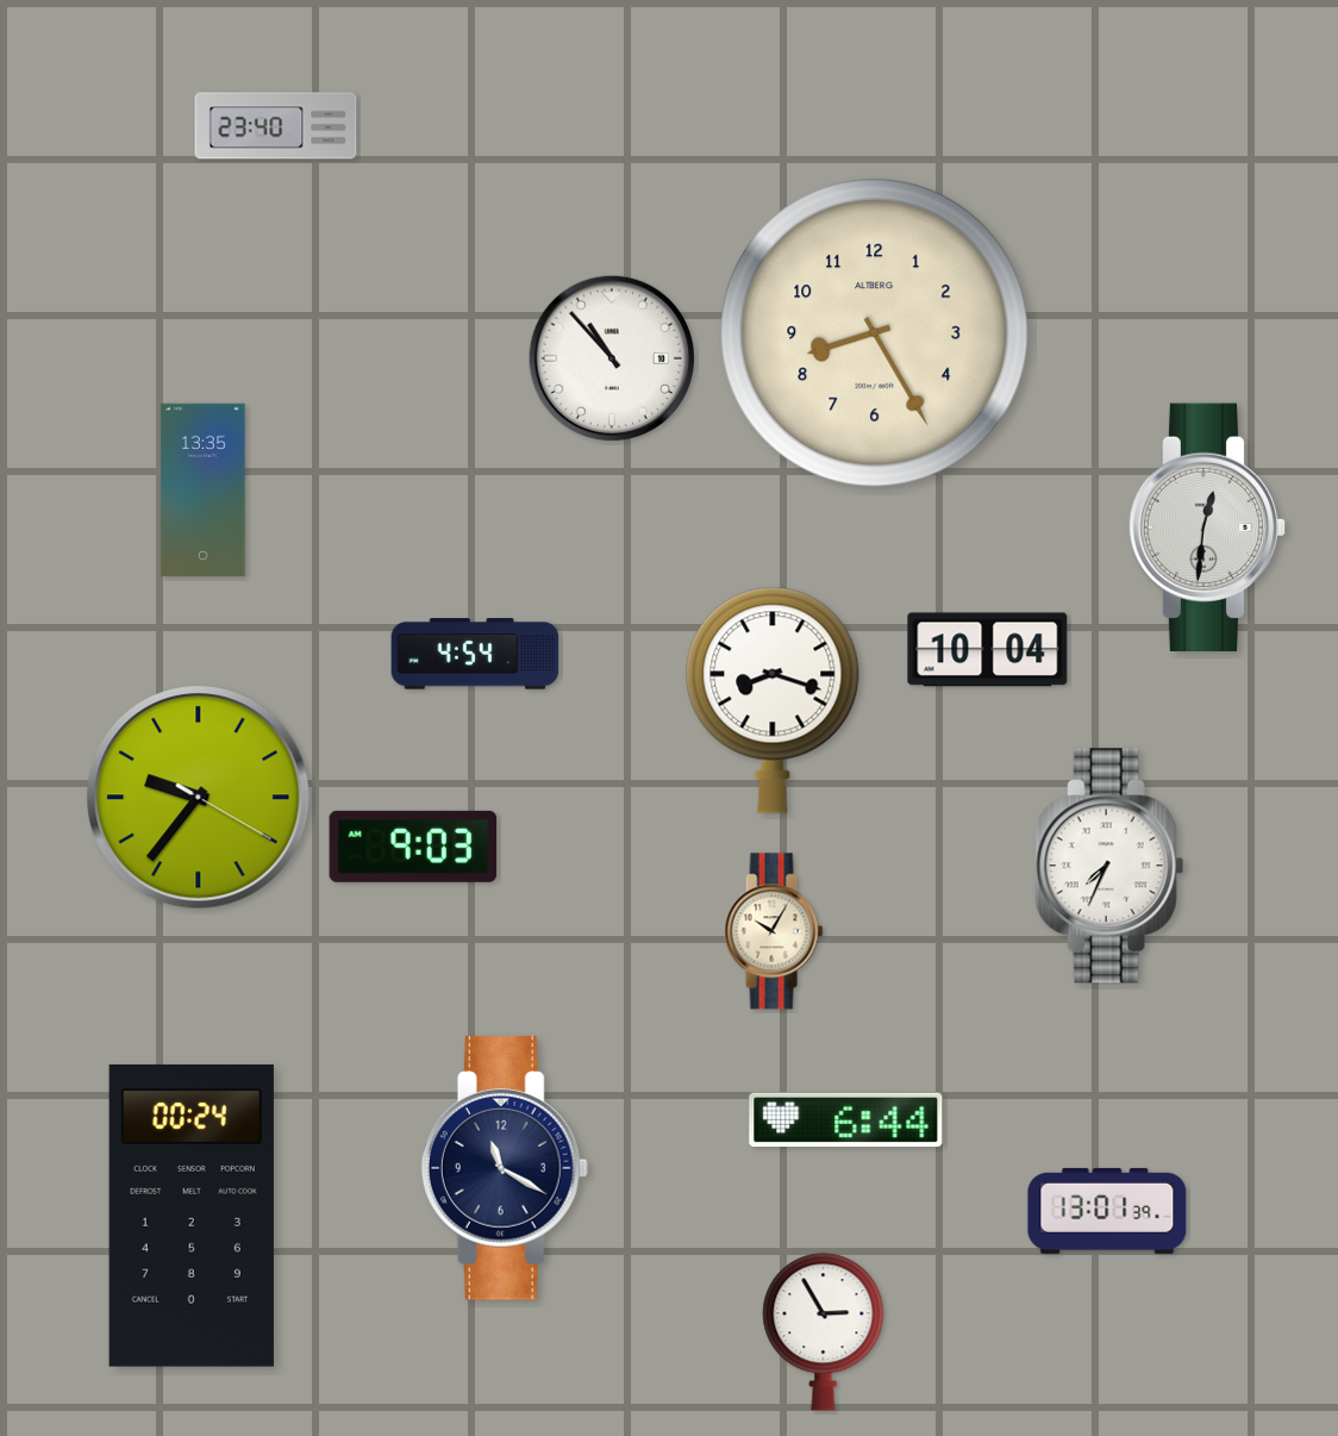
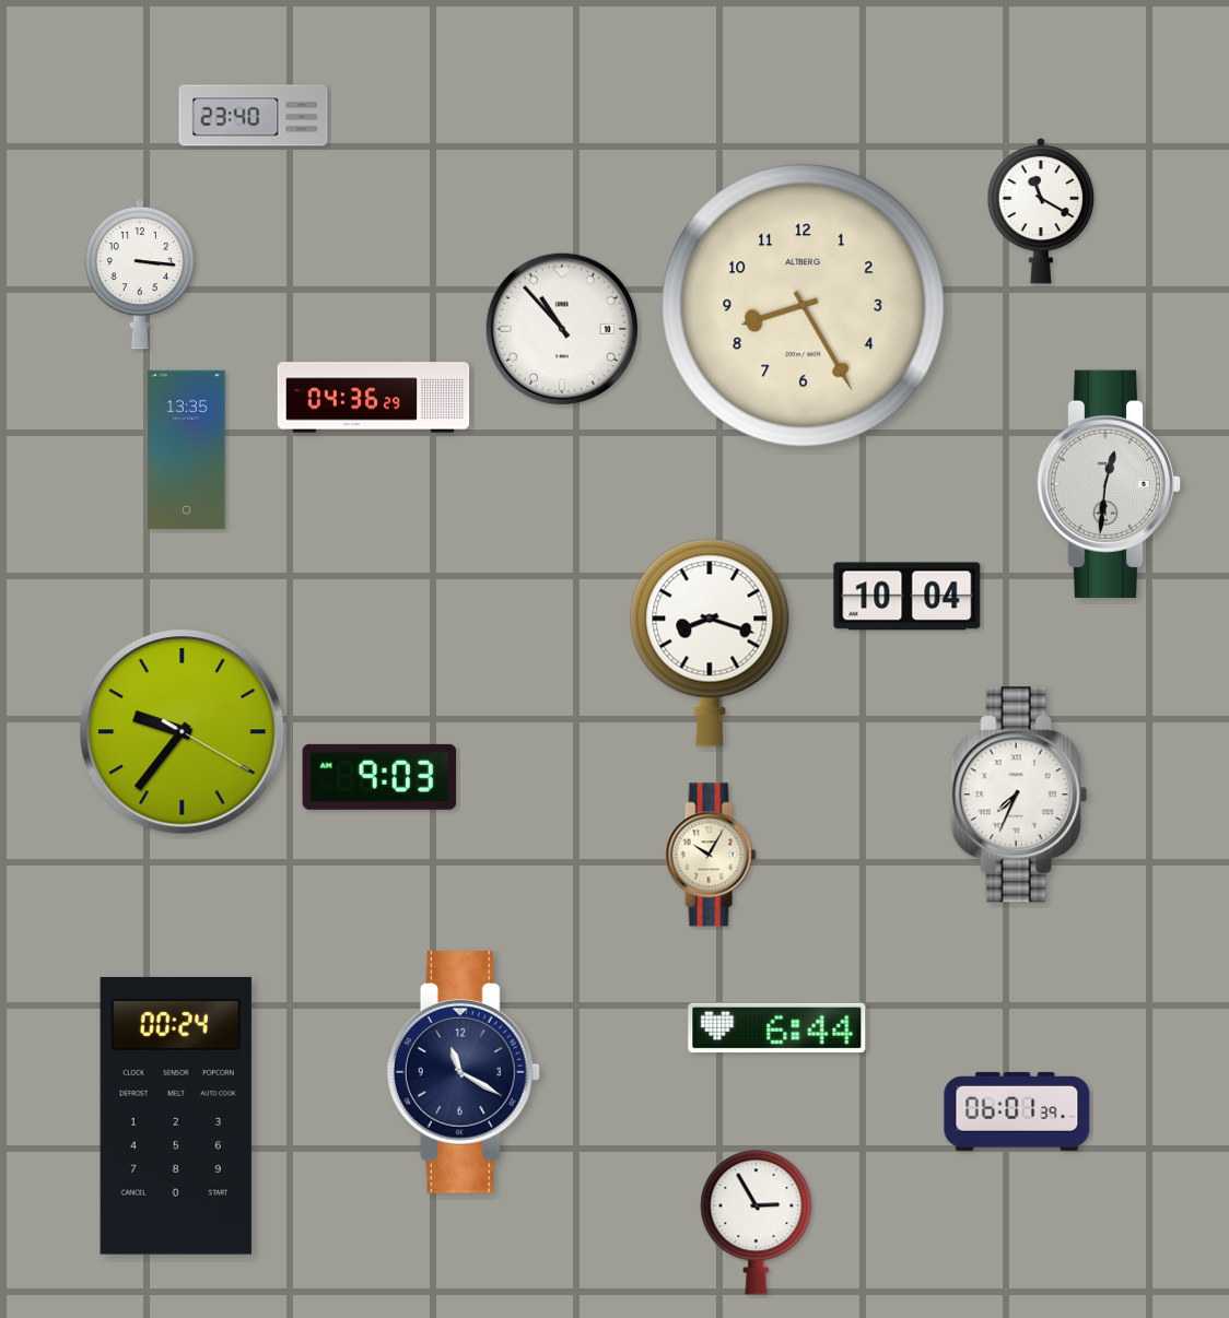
clock at (1041, 211): none -> 11:20
clock at (140, 274): none -> 3:16
clock at (374, 398): none -> 04:36
clock at (475, 654): 4:54 -> none
clock at (1107, 1211): 13:01 -> 06:01
